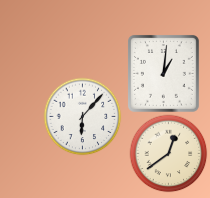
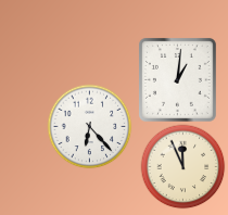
clock at (82, 116): 6:07 -> 6:23
clock at (168, 153): 12:39 -> 11:56
